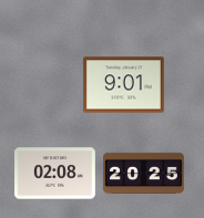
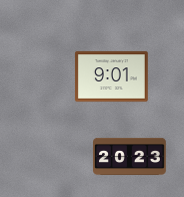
clock at (144, 173): 20:25 -> 20:23
clock at (55, 174): 02:08 -> none
